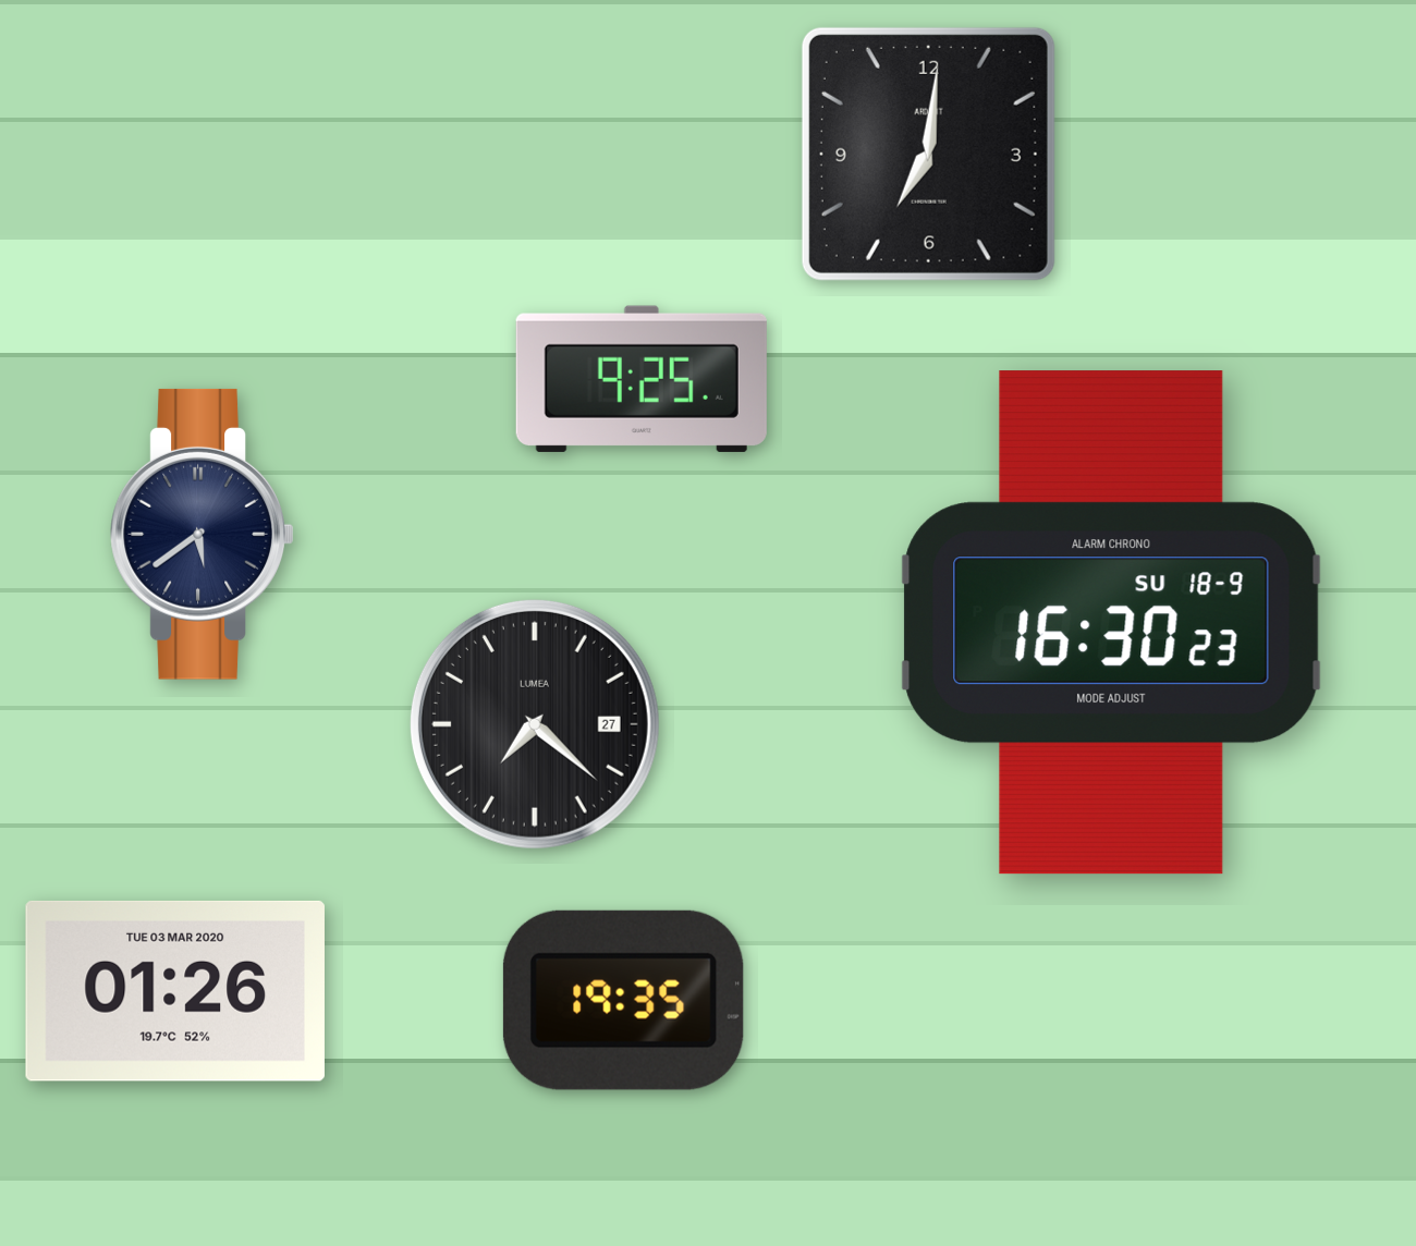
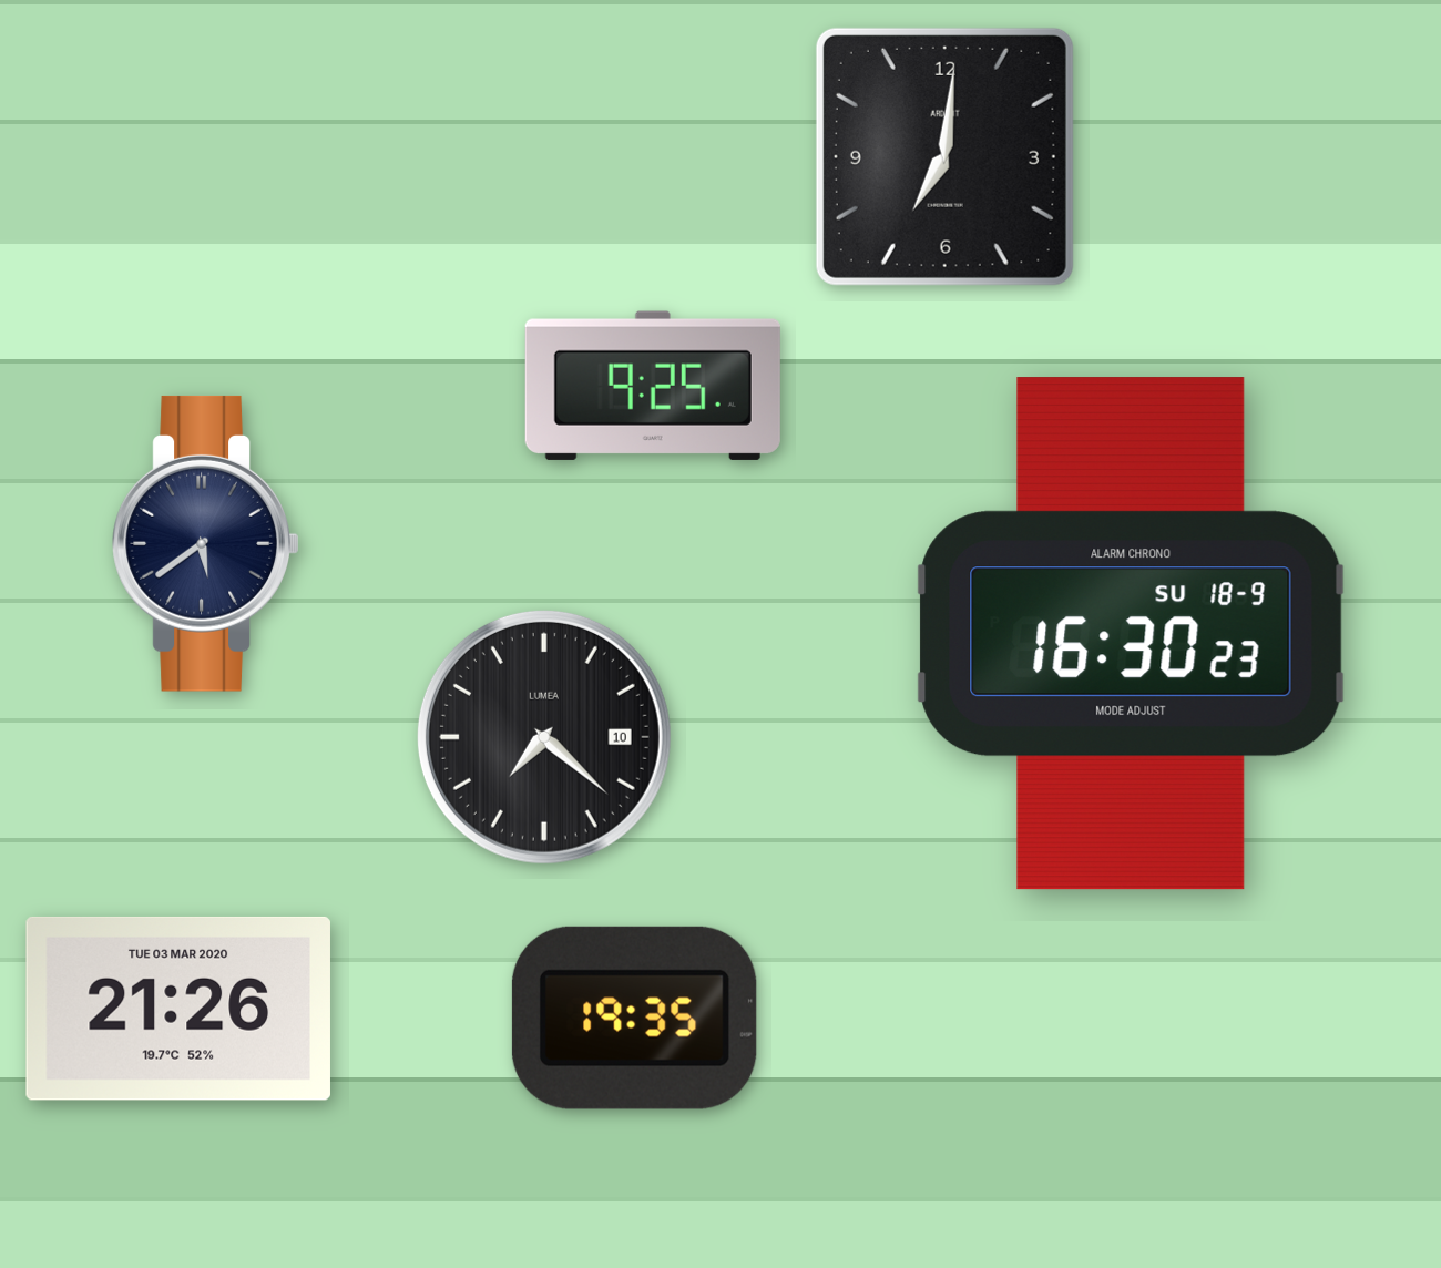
clock at (535, 724) date: 27 -> 10
clock at (175, 991): 01:26 -> 21:26
